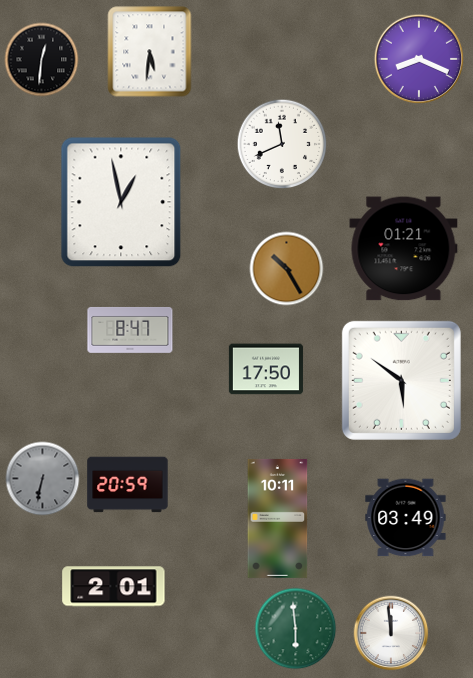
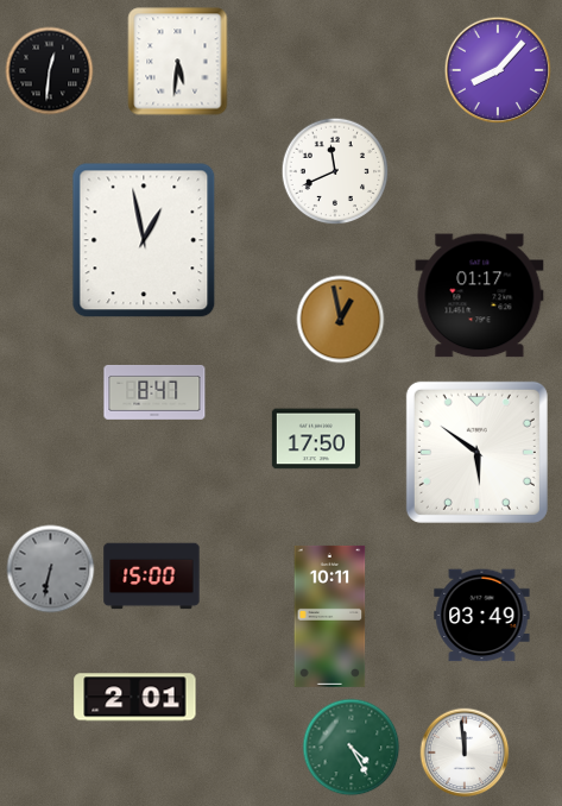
clock at (419, 59): 8:19 -> 8:07
clock at (404, 249): 01:21 -> 01:17
clock at (287, 269): 10:25 -> 12:58
clock at (128, 485): 20:59 -> 15:00
clock at (296, 629): 5:59 -> 4:25
